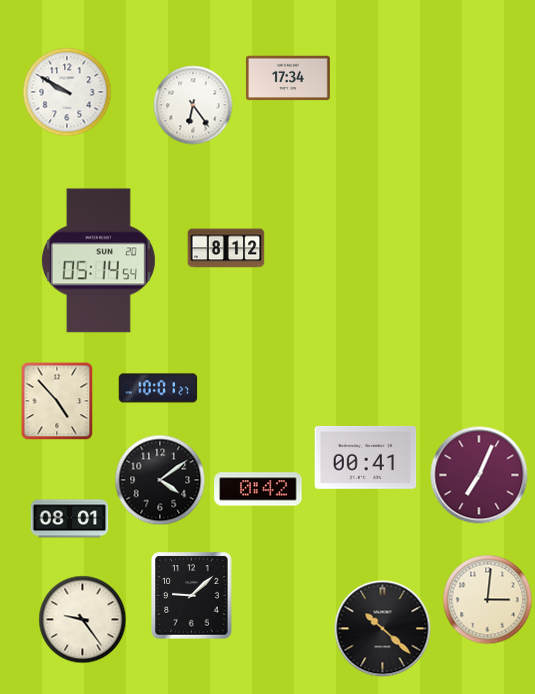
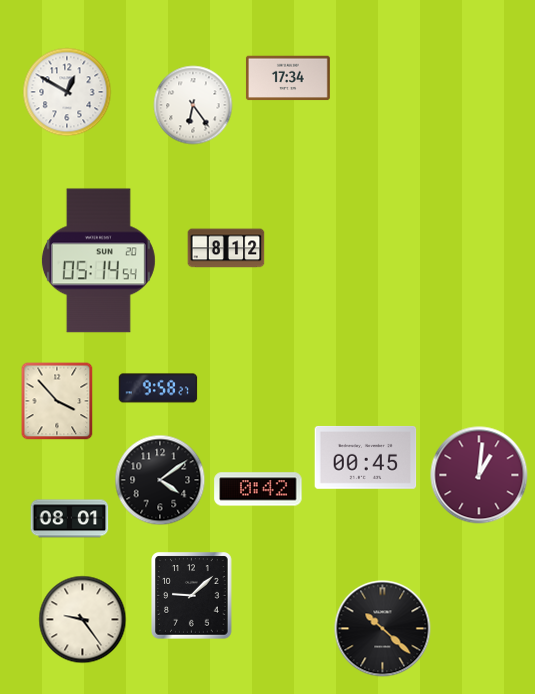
clock at (67, 92): 9:50 -> 12:50
clock at (158, 388): 10:01 -> 9:58
clock at (57, 401): 4:53 -> 3:53
clock at (366, 457): 00:41 -> 00:45
clock at (479, 475): 7:04 -> 1:01
clock at (488, 600): 3:01 -> none
